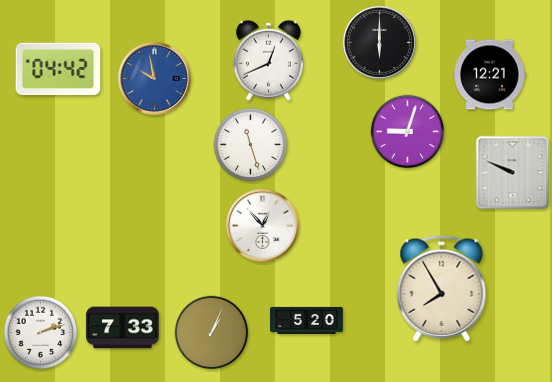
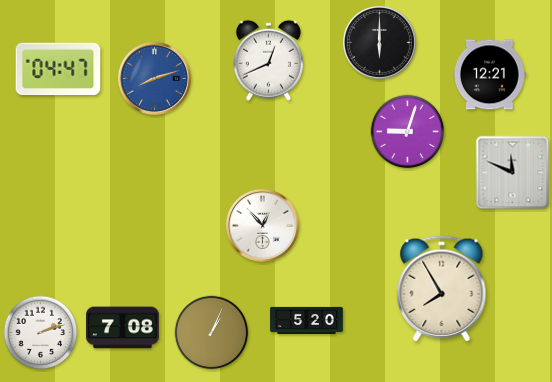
clock at (58, 69): 04:42 -> 04:47
clock at (154, 78): 9:58 -> 8:12
clock at (251, 145): 11:27 -> none
clock at (513, 173): 9:49 -> 11:49
clock at (123, 328): 7:33 -> 7:08
